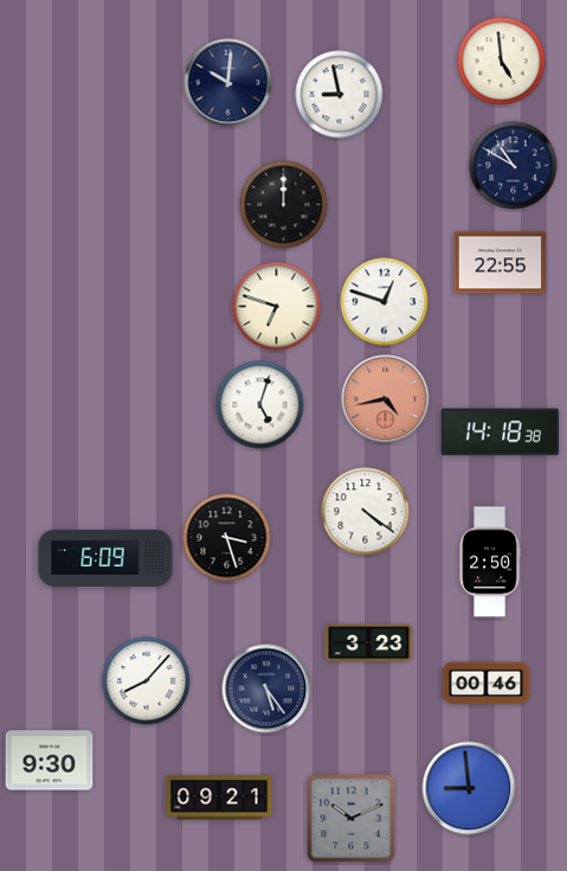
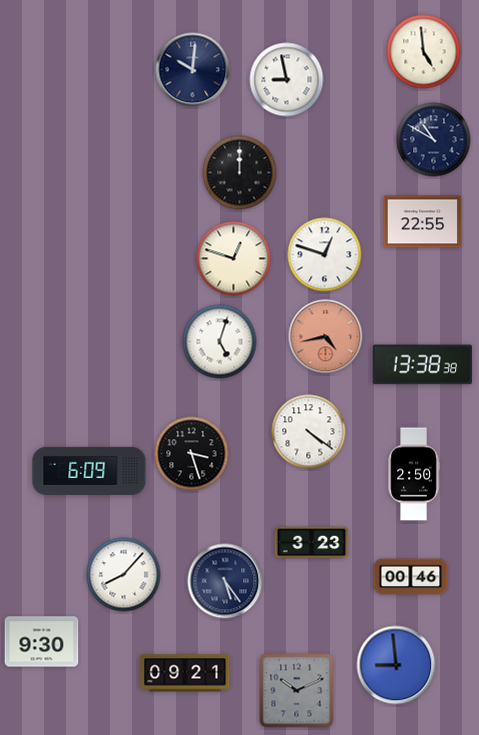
clock at (277, 307): 6:48 -> 12:48
clock at (501, 433): 14:18 -> 13:38
